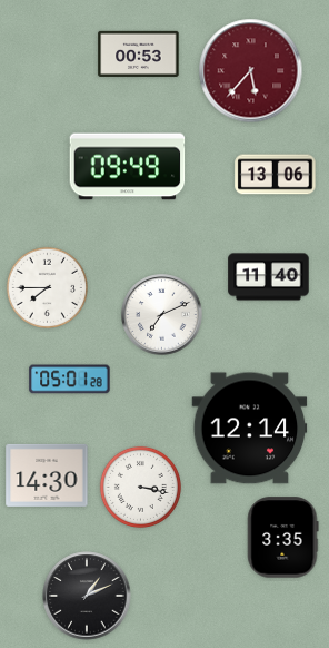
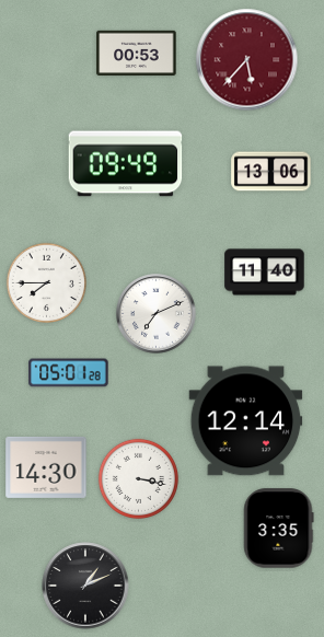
clock at (251, 71) position: (251, 71) -> (247, 60)
clock at (162, 315) position: (162, 315) -> (157, 314)
